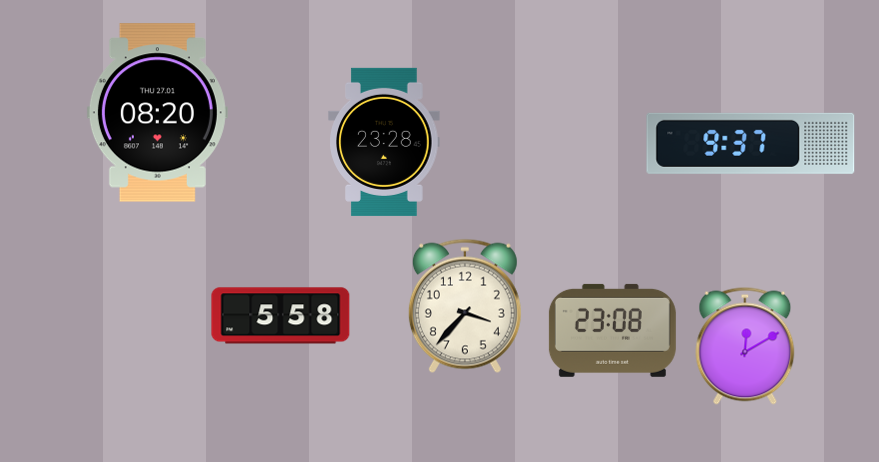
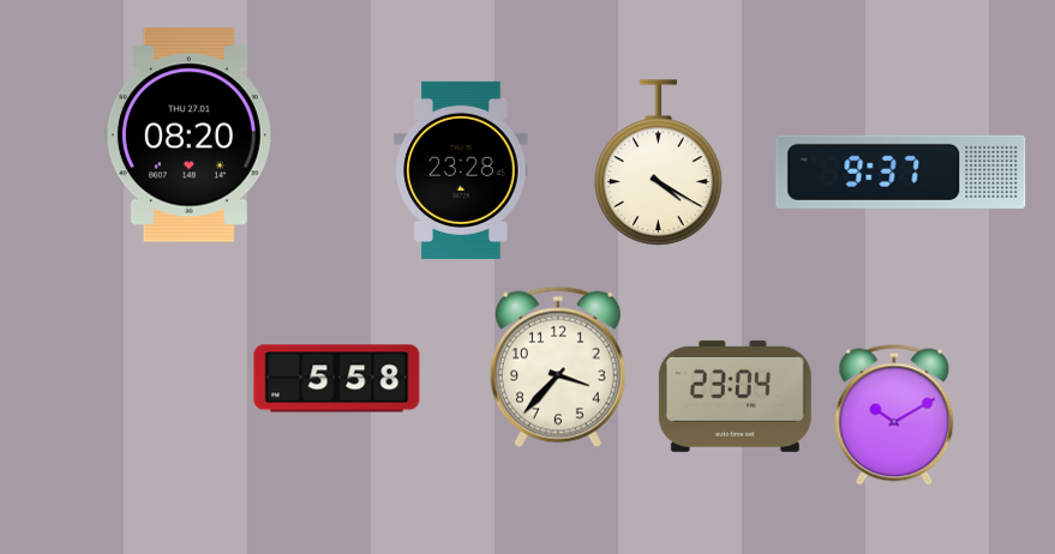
clock at (659, 163): none -> 4:20
clock at (612, 330): 23:08 -> 23:04
clock at (745, 346): 12:10 -> 10:10
